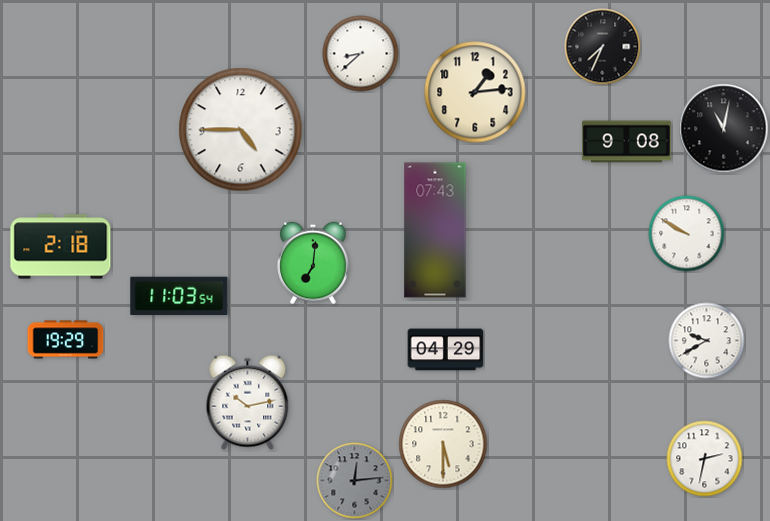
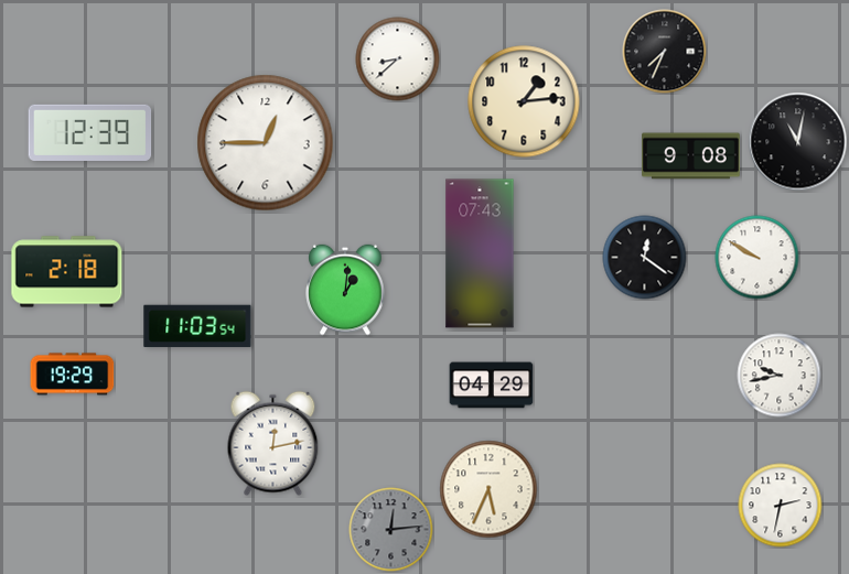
clock at (90, 132): none -> 12:39
clock at (241, 130): 4:45 -> 12:45
clock at (645, 258): none -> 12:21
clock at (313, 263): 7:01 -> 1:01
clock at (707, 341): 9:40 -> 9:43
clock at (248, 403): 10:13 -> 12:13
clock at (443, 444): 5:30 -> 5:34
clock at (705, 459) position: (705, 459) -> (781, 506)
